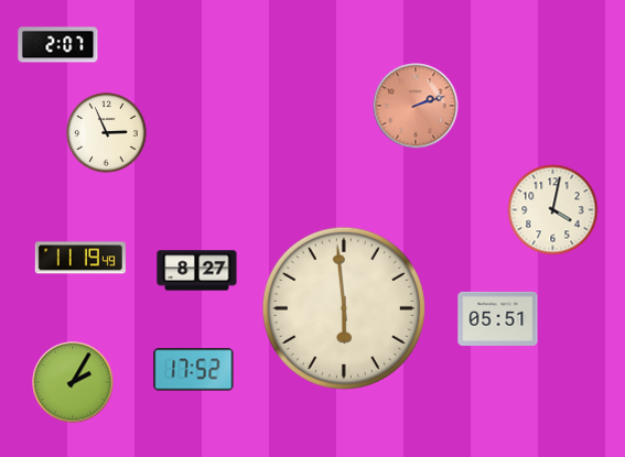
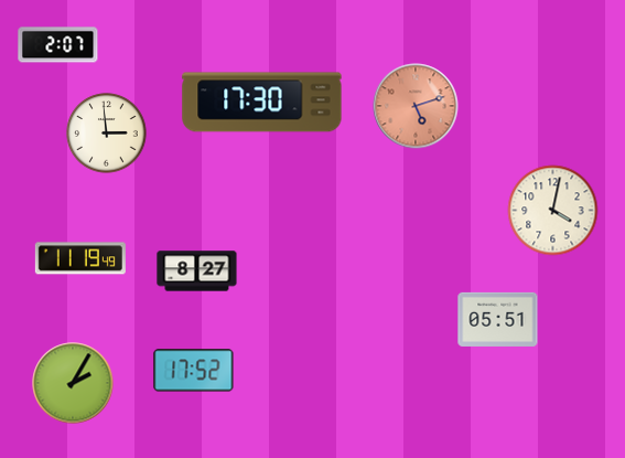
clock at (262, 103): none -> 17:30
clock at (416, 106): 2:12 -> 5:12
clock at (107, 133): 2:56 -> 2:59
clock at (344, 308): 5:59 -> none
